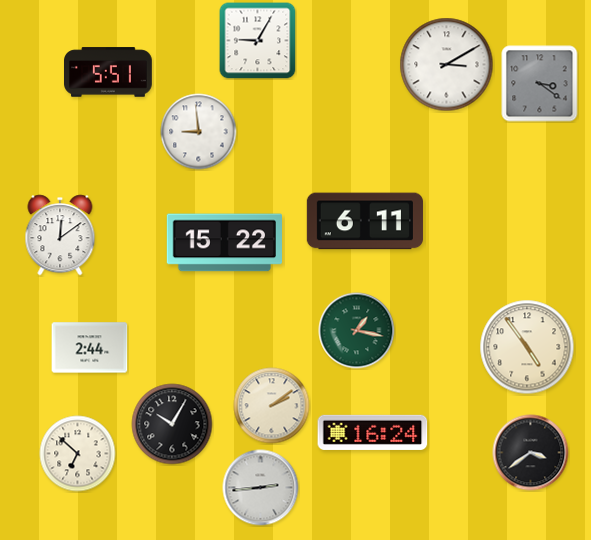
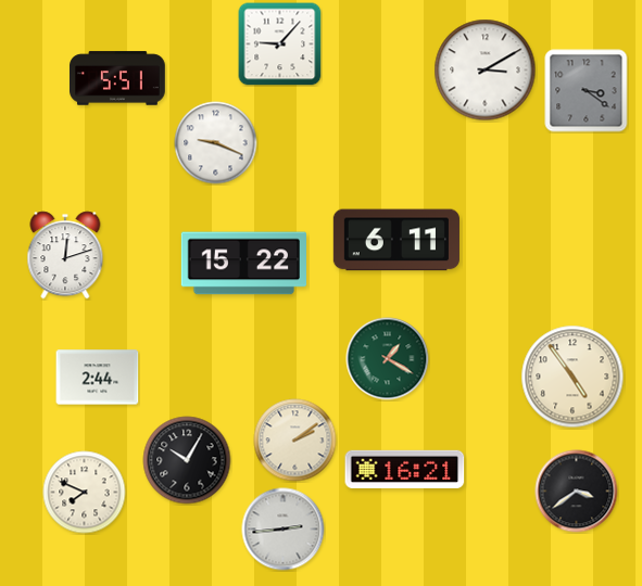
clock at (258, 41): 9:05 -> 9:07
clock at (199, 132): 8:59 -> 9:19
clock at (60, 235): 12:09 -> 12:12
clock at (357, 331): 1:17 -> 1:20
clock at (373, 432): 16:24 -> 16:21
clock at (78, 454): 6:52 -> 7:49
